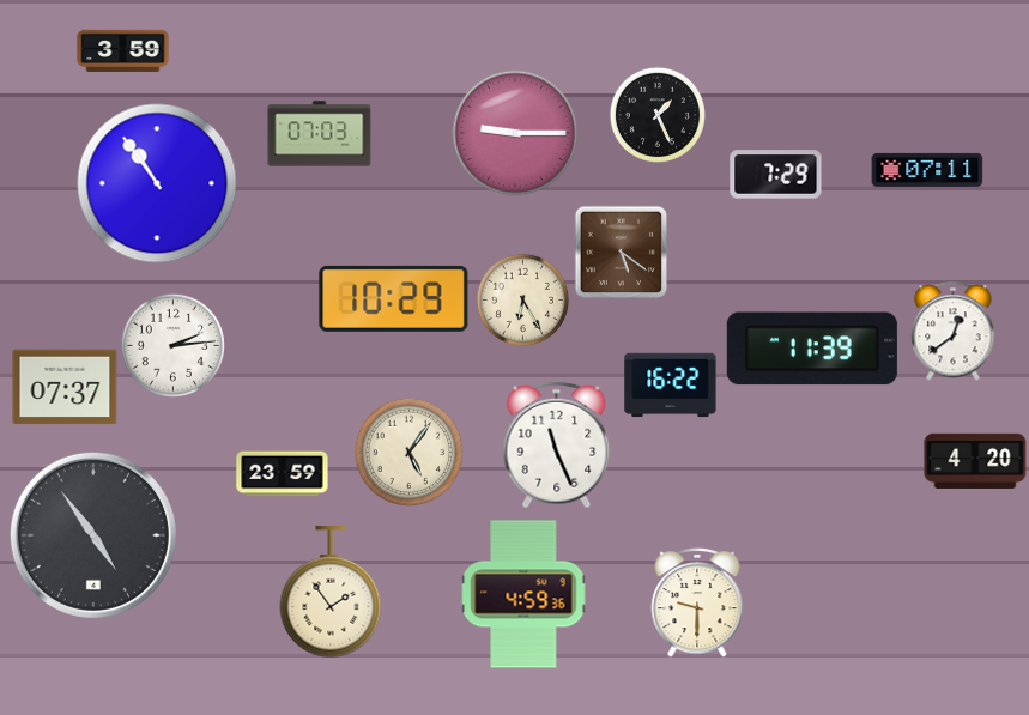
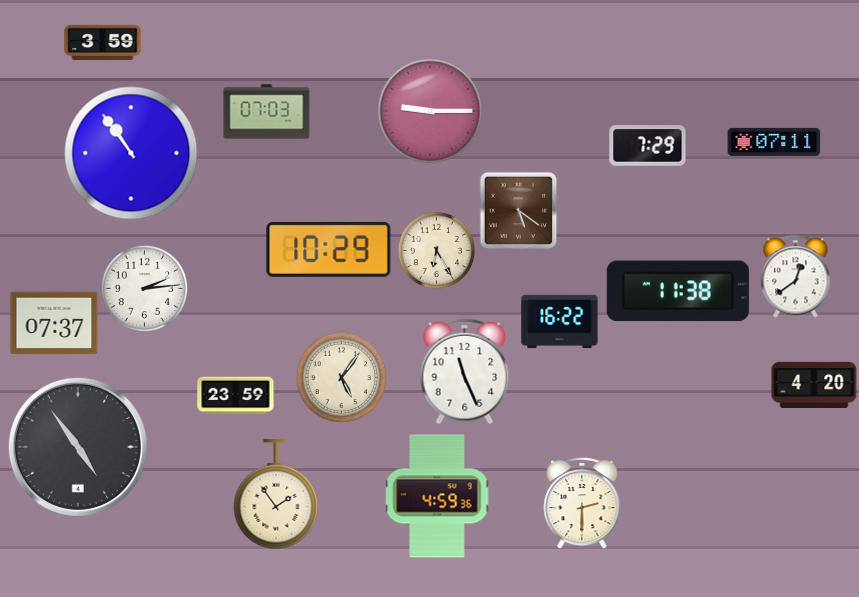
clock at (658, 115): 1:26 -> none
clock at (812, 349): 11:39 -> 11:38
clock at (697, 602): 9:30 -> 2:30
